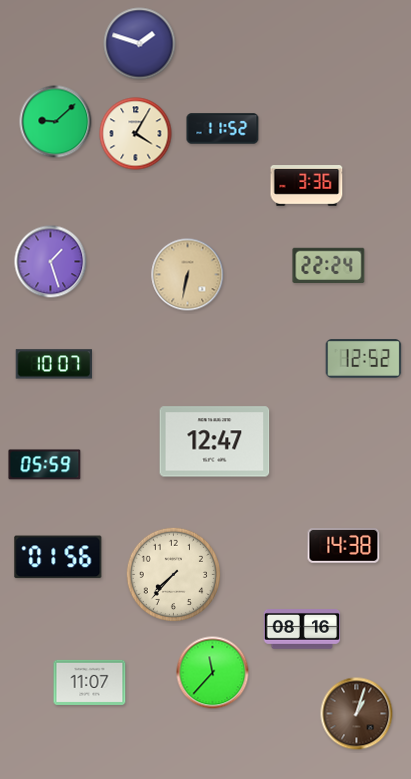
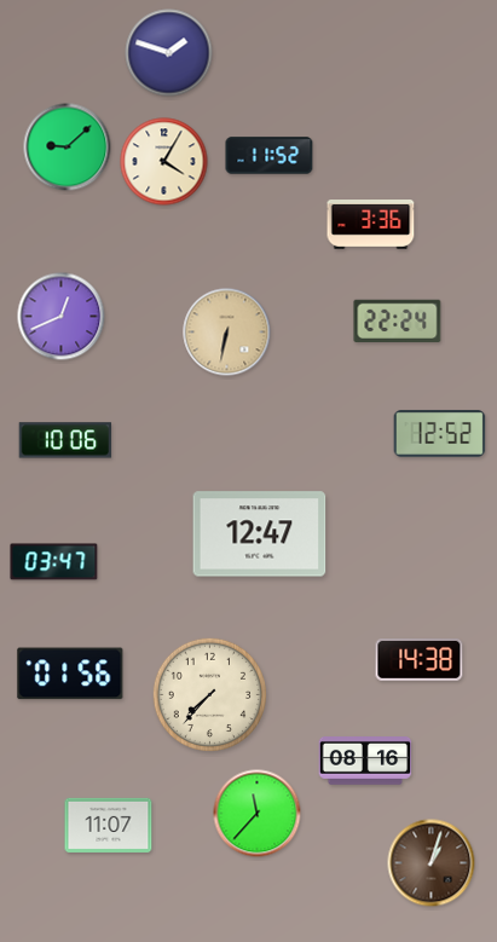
clock at (51, 262): 1:27 -> 12:41
clock at (54, 364): 10:07 -> 10:06
clock at (45, 465): 05:59 -> 03:47
clock at (344, 546) position: (344, 546) -> (420, 660)
